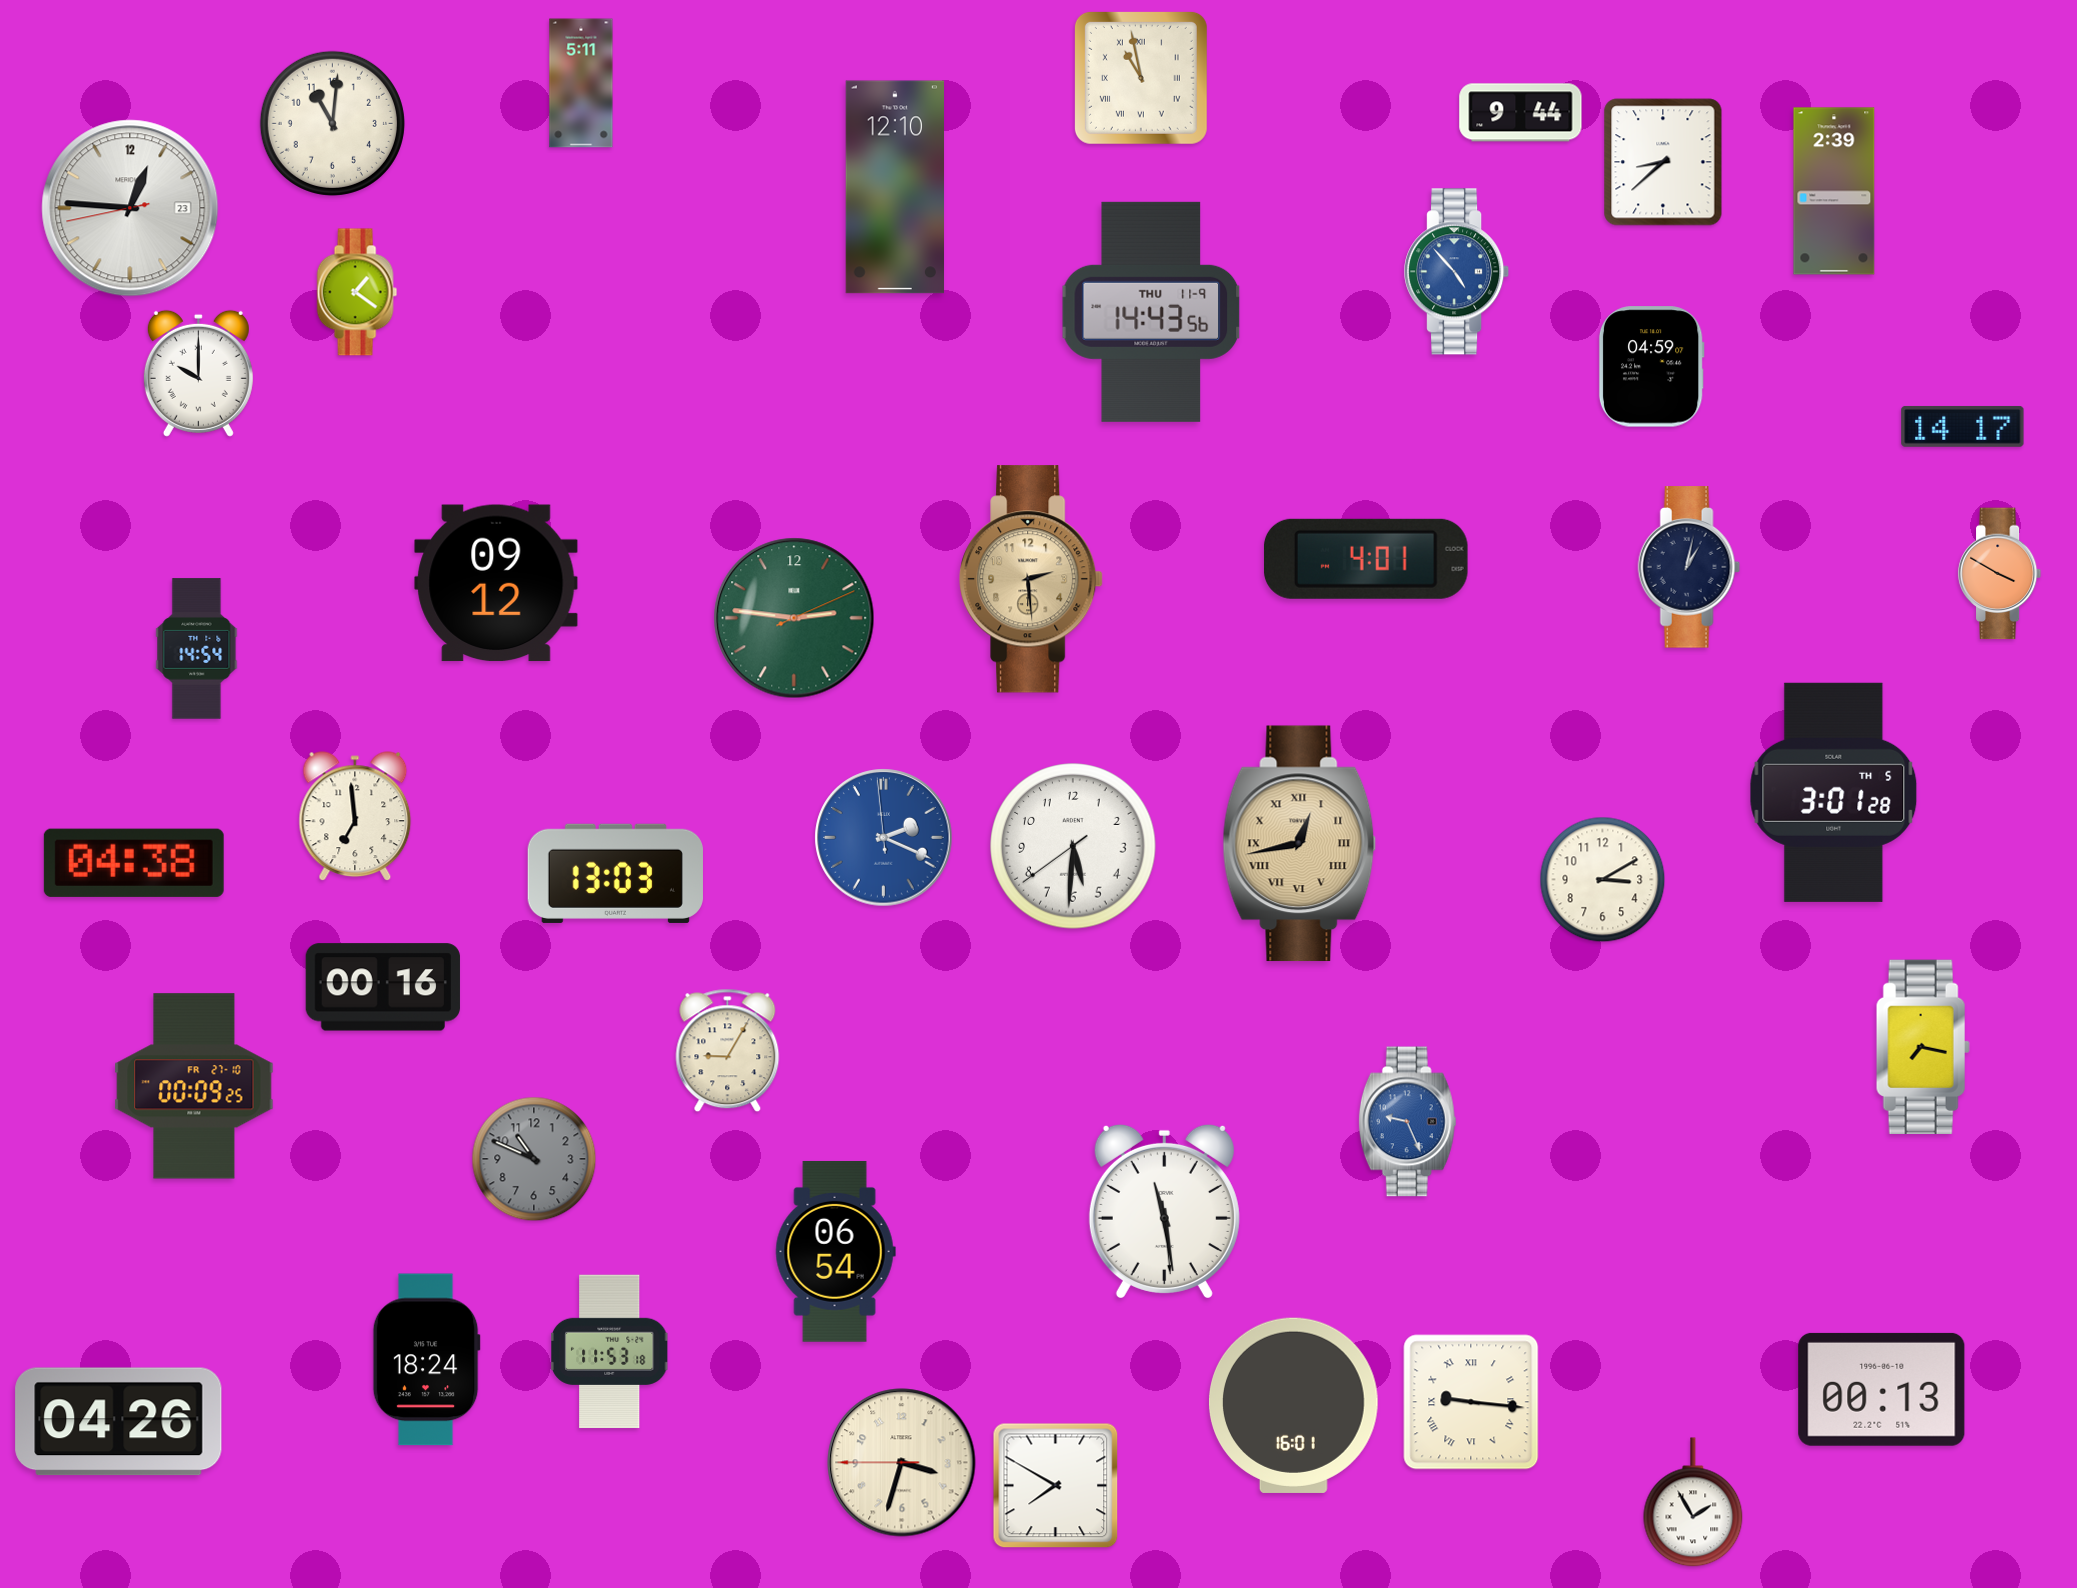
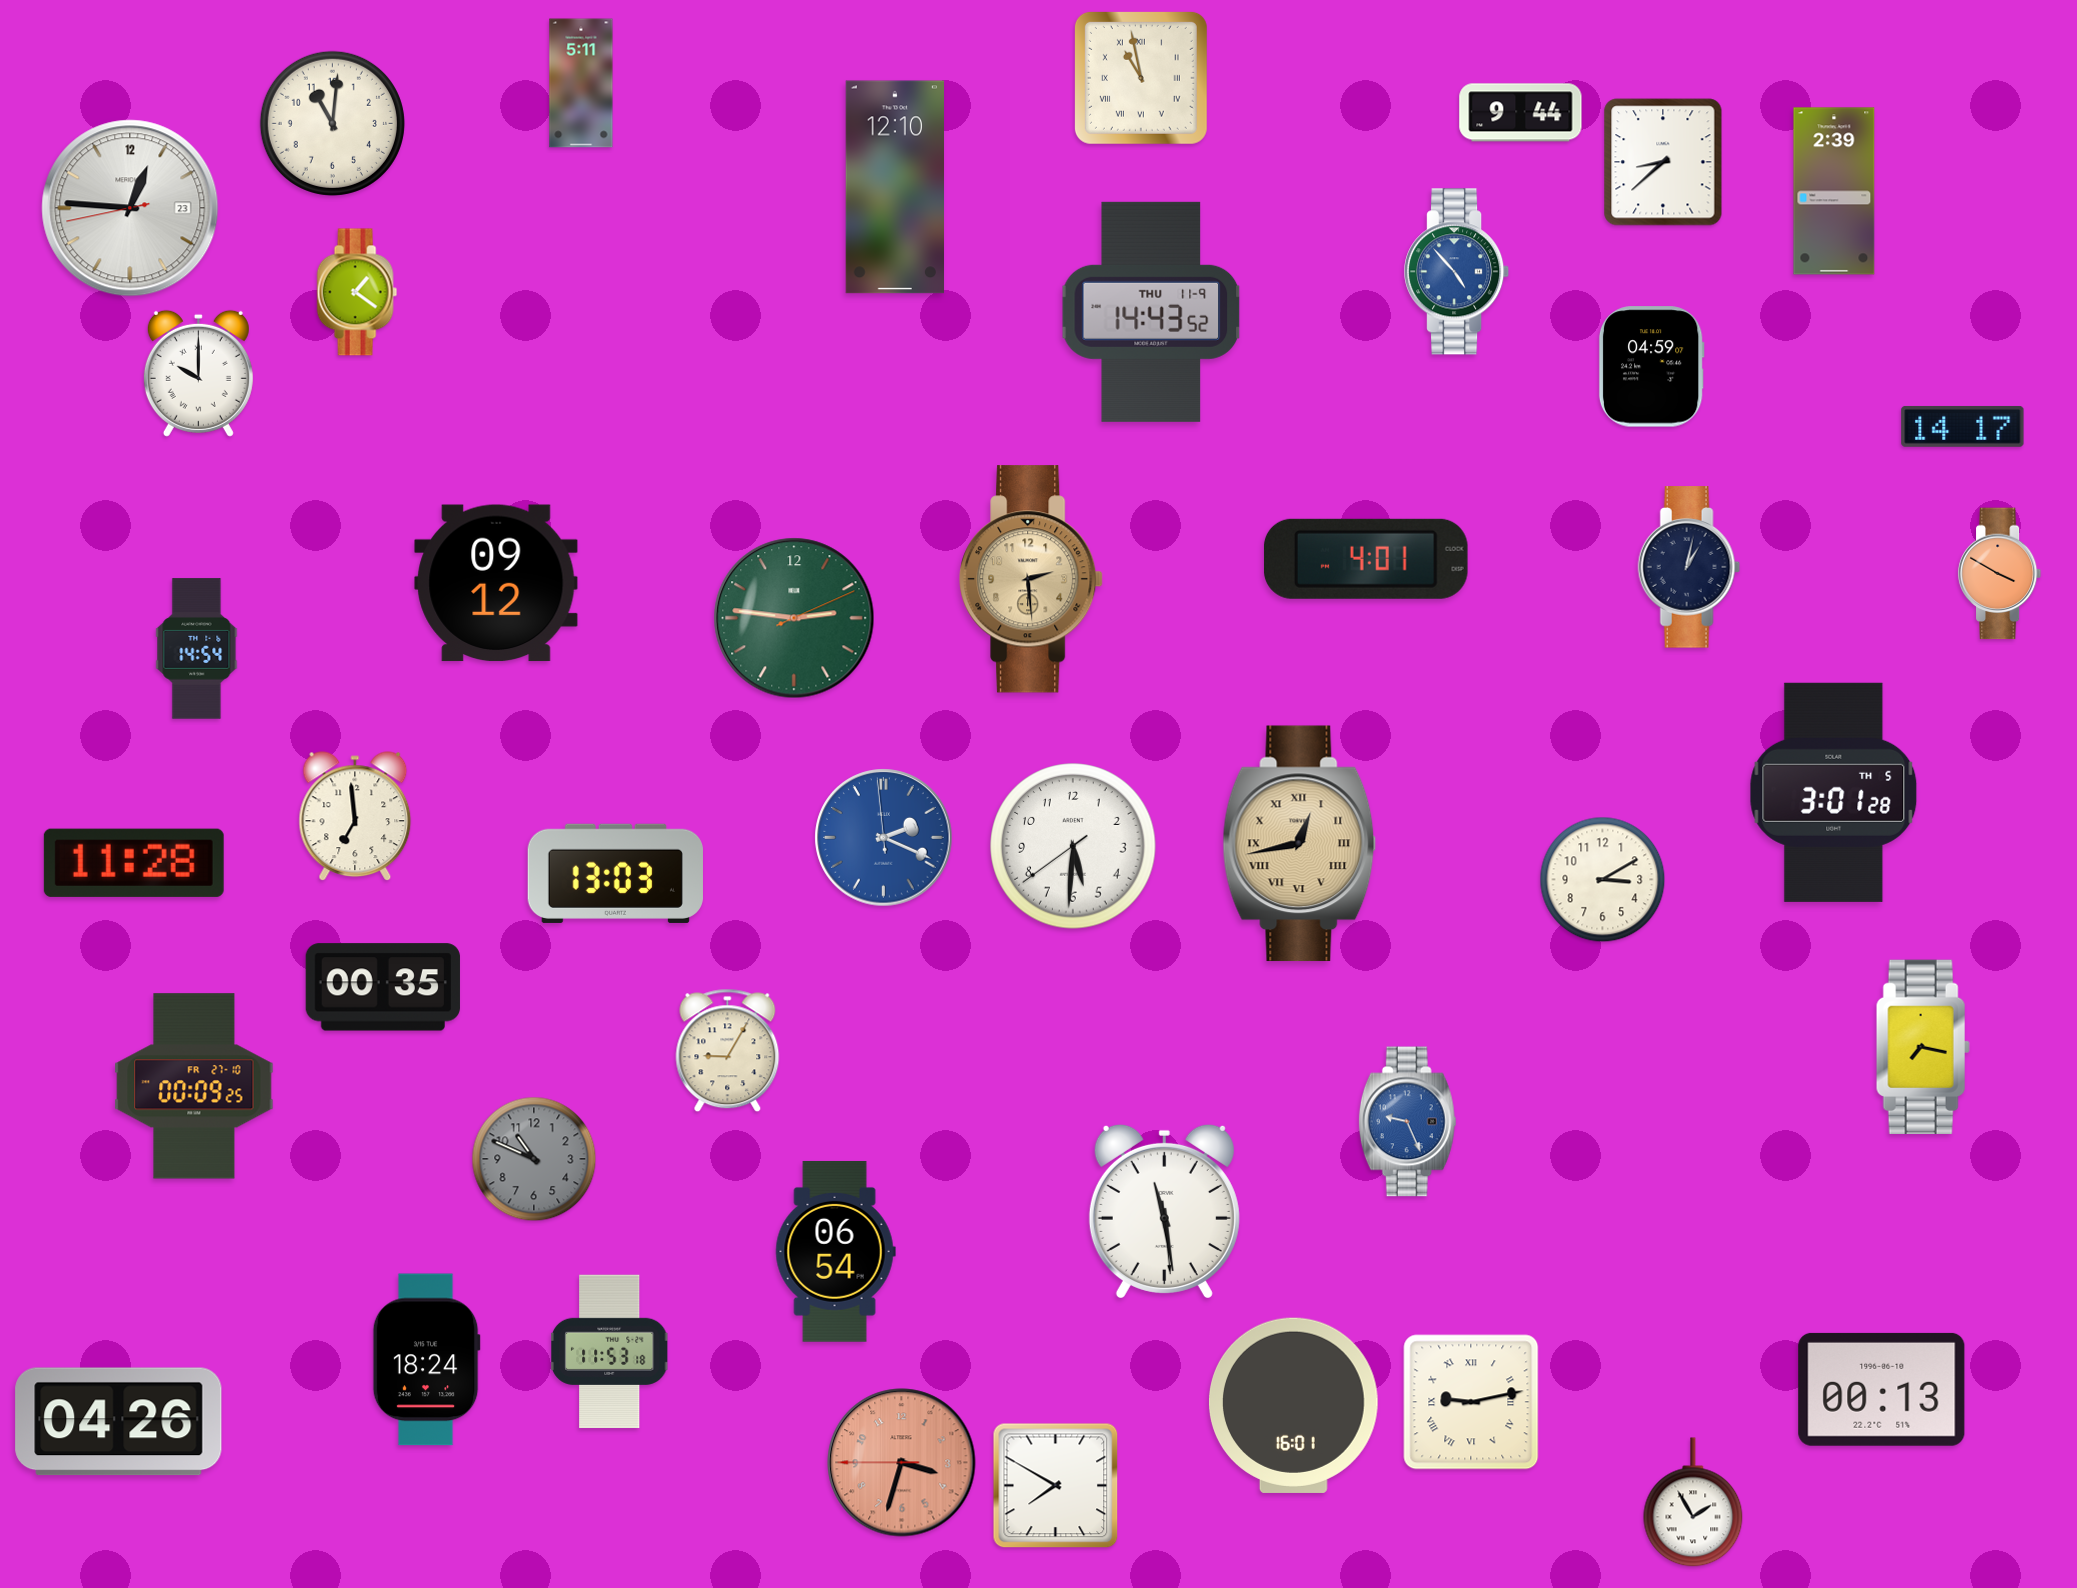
clock at (1151, 312): 14:43:56 -> 14:43:52
clock at (134, 863): 04:38 -> 11:28
clock at (383, 987): 00:16 -> 00:35
clock at (1471, 1402): 9:16 -> 9:13
clock at (902, 1463) dial: cream -> salmon
